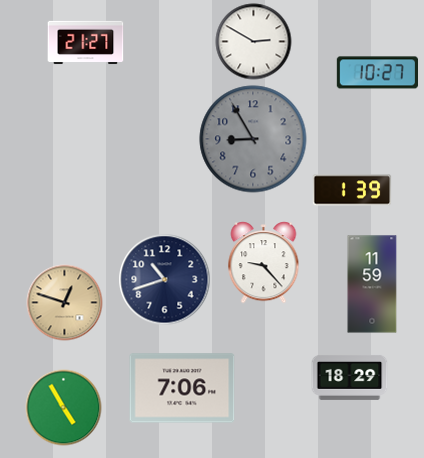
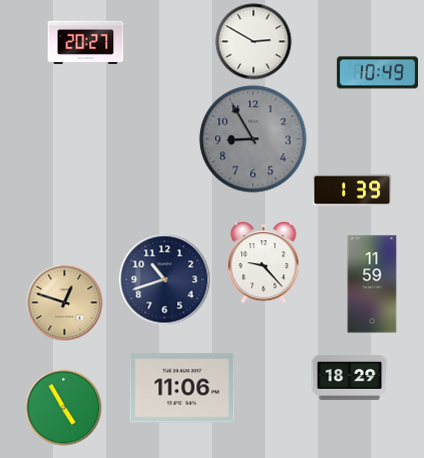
clock at (86, 43): 21:27 -> 20:27
clock at (377, 73): 10:27 -> 10:49
clock at (182, 388): 7:06 -> 11:06
